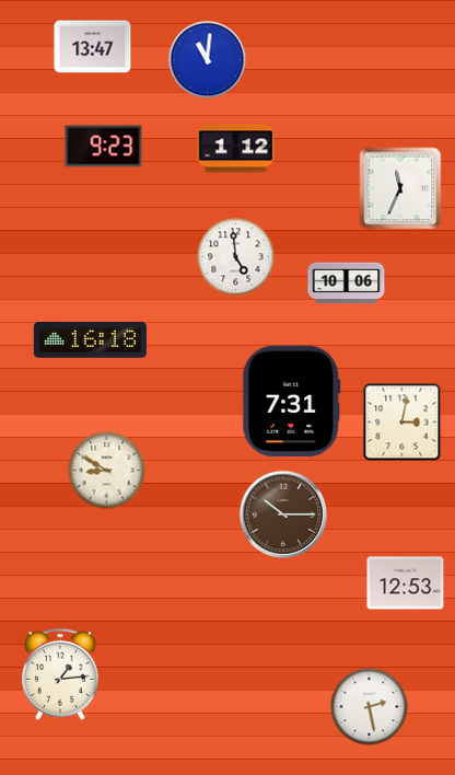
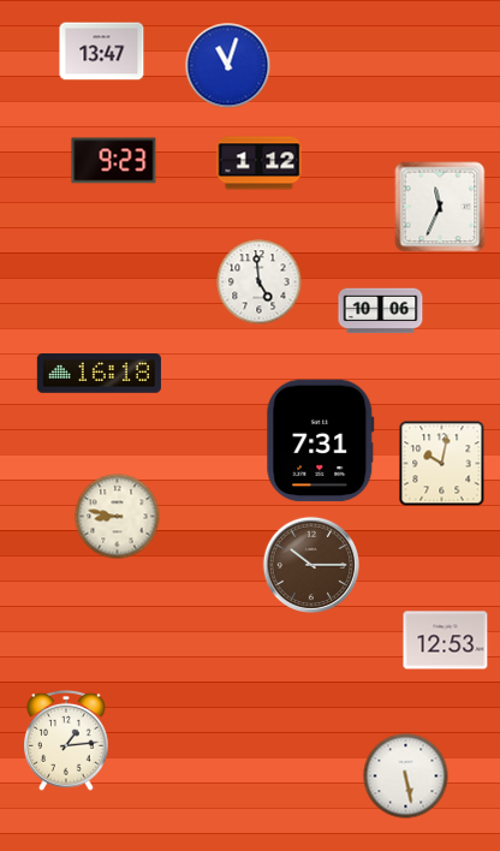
clock at (208, 60): 11:01 -> 11:03
clock at (402, 423): 3:02 -> 10:02
clock at (107, 471): 8:50 -> 8:47
clock at (370, 707): 2:28 -> 5:28
